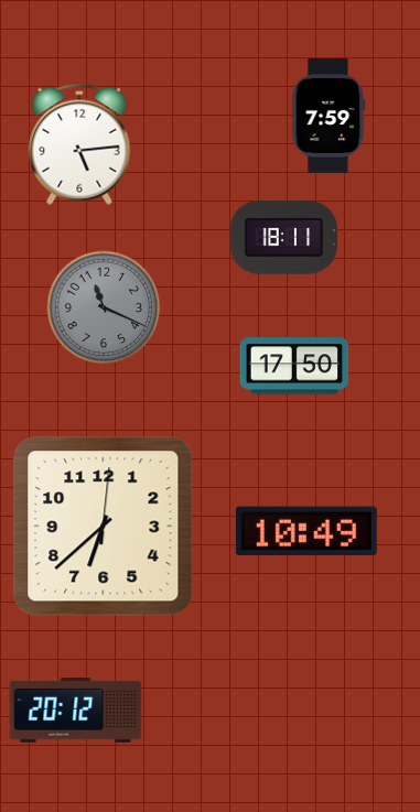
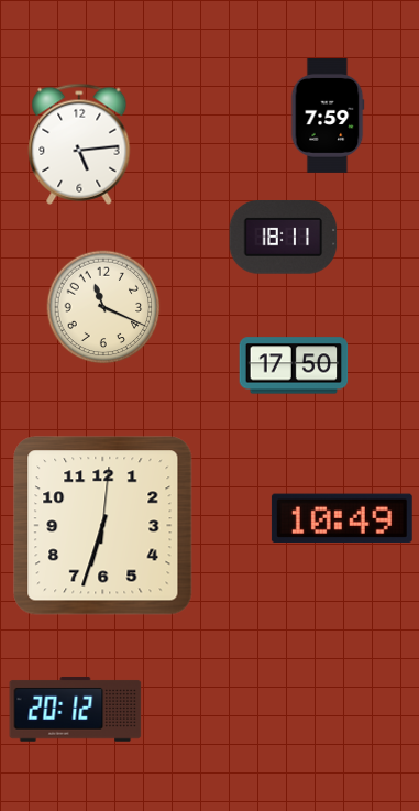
clock at (104, 307) dial: grey -> cream
clock at (104, 527): 6:38 -> 6:33
clock at (306, 531) position: (306, 531) -> (342, 518)
